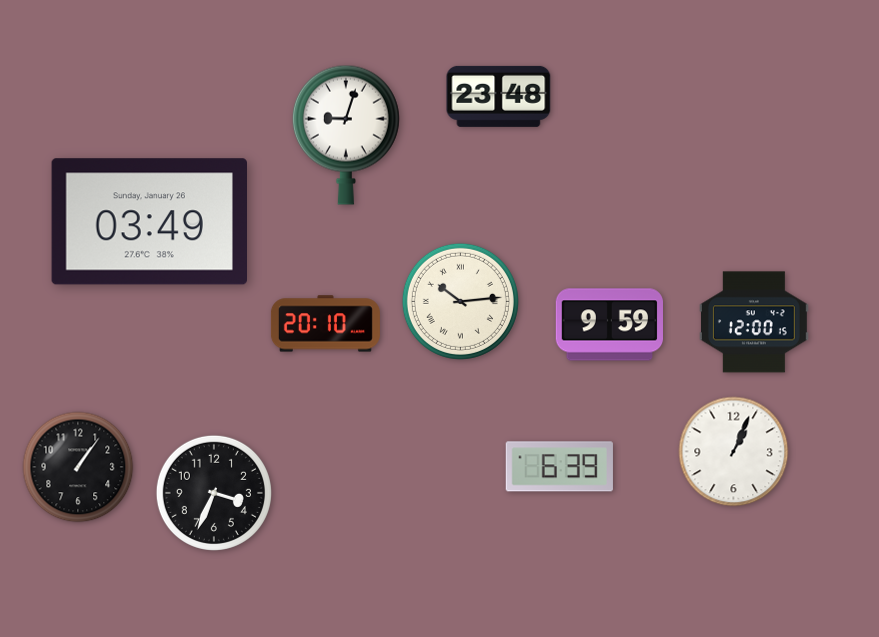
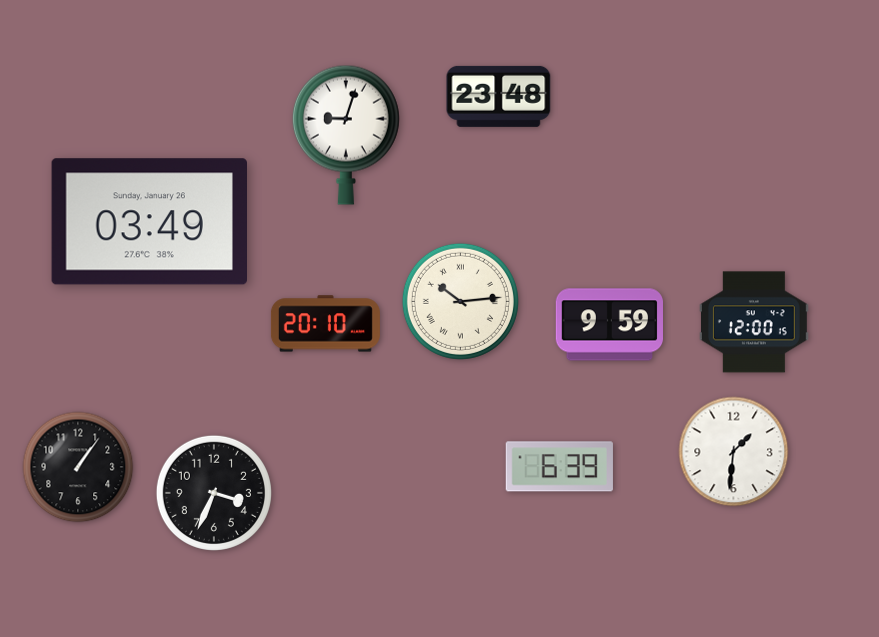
clock at (734, 452): 1:04 -> 1:31
